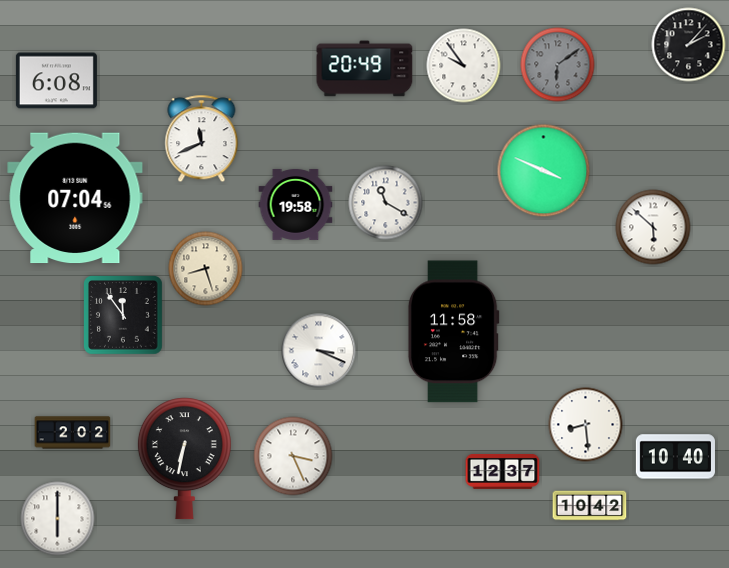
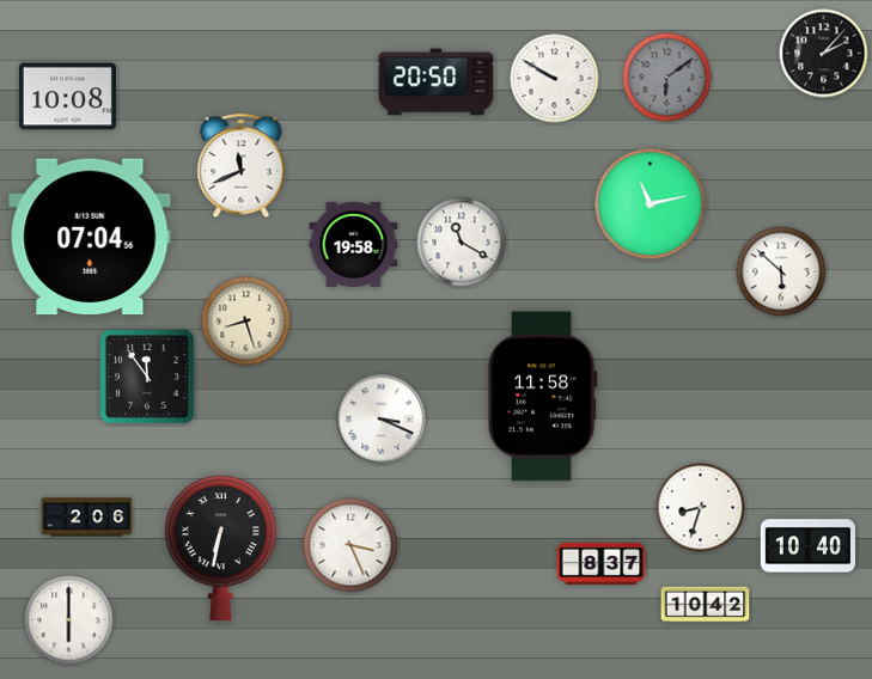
clock at (464, 66): 9:54 -> 9:50
clock at (365, 69): 20:49 -> 20:50
clock at (56, 81): 6:08 -> 10:08
clock at (544, 171): 3:49 -> 11:13
clock at (586, 425): 8:29 -> 8:33
clock at (73, 433): 2:02 -> 2:06
clock at (503, 471): 12:37 -> 8:37
